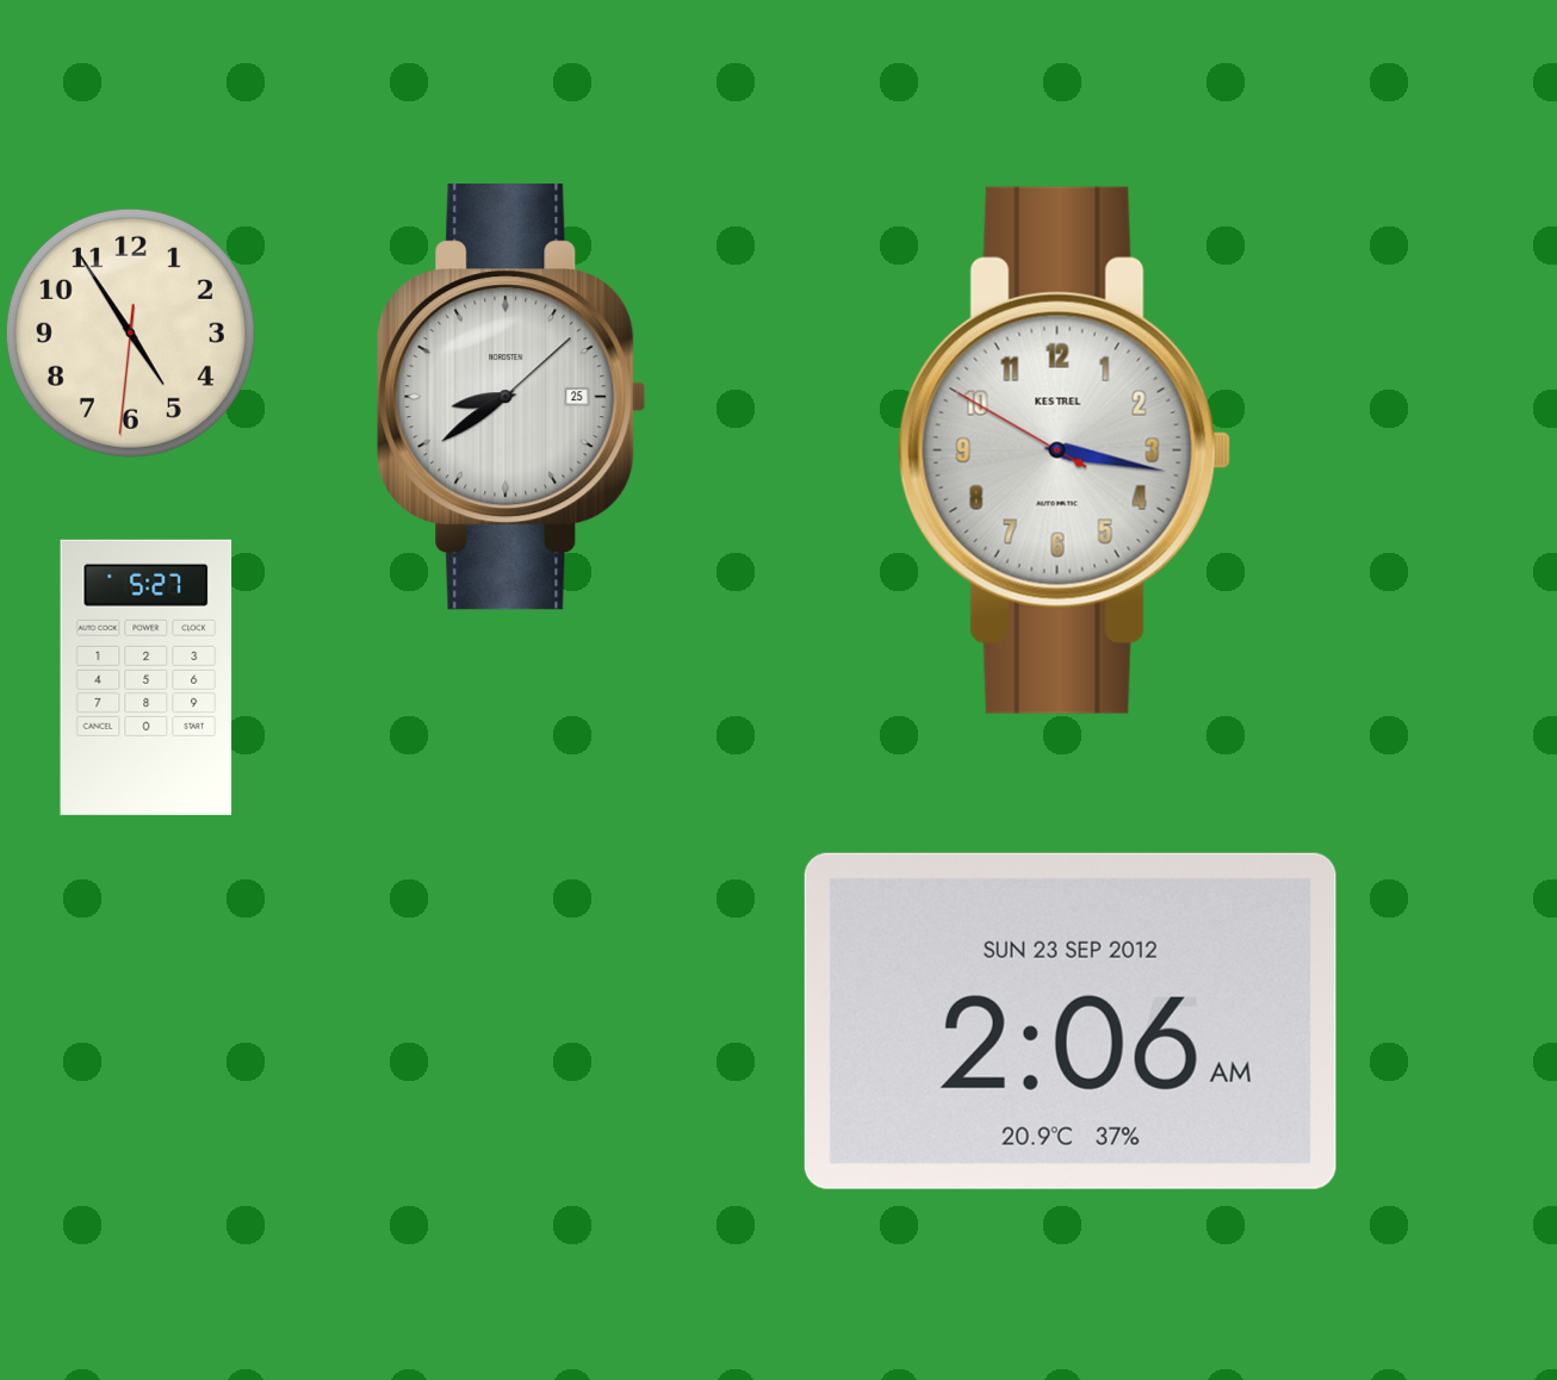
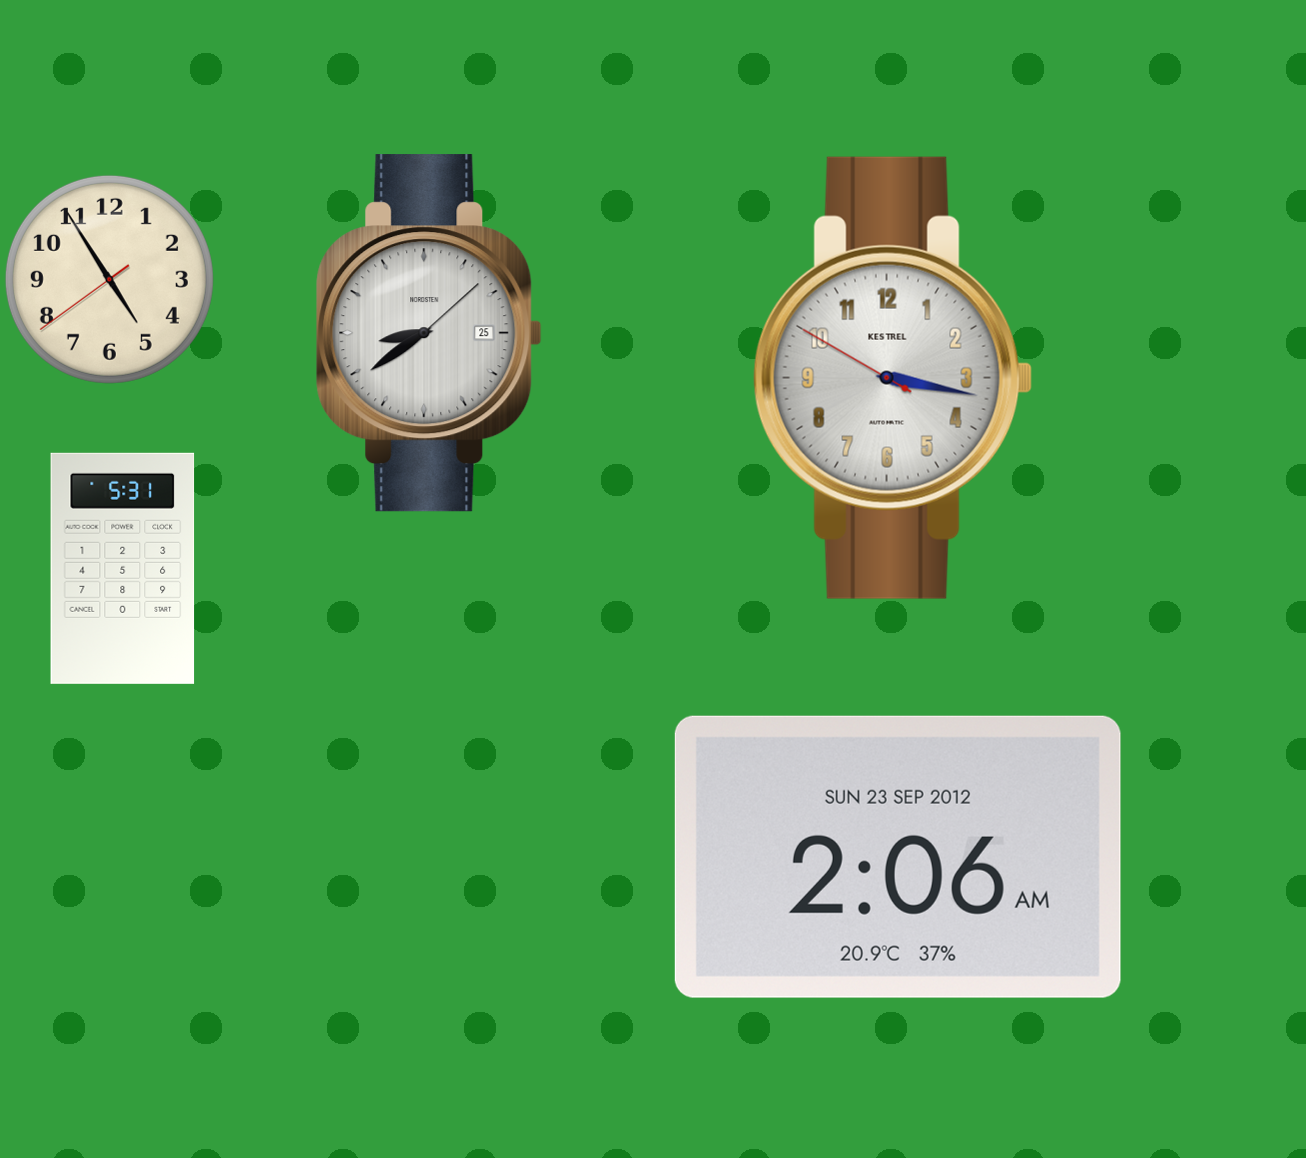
clock at (130, 332): 4:54:31 -> 4:54:39
clock at (147, 677): 5:27 -> 5:31
